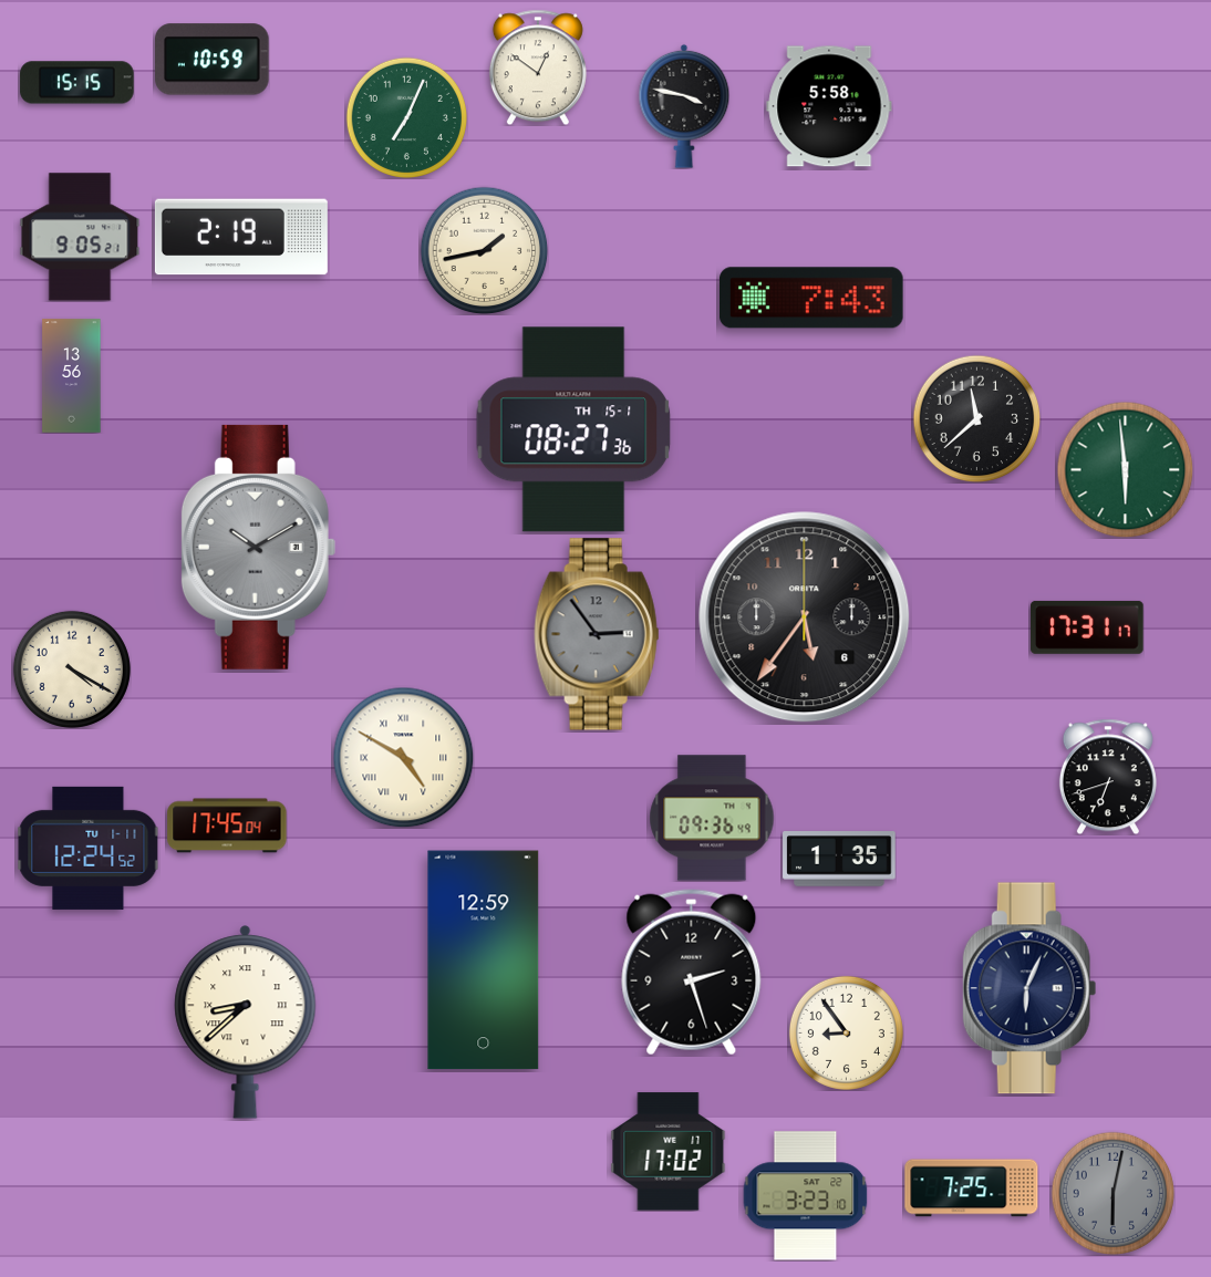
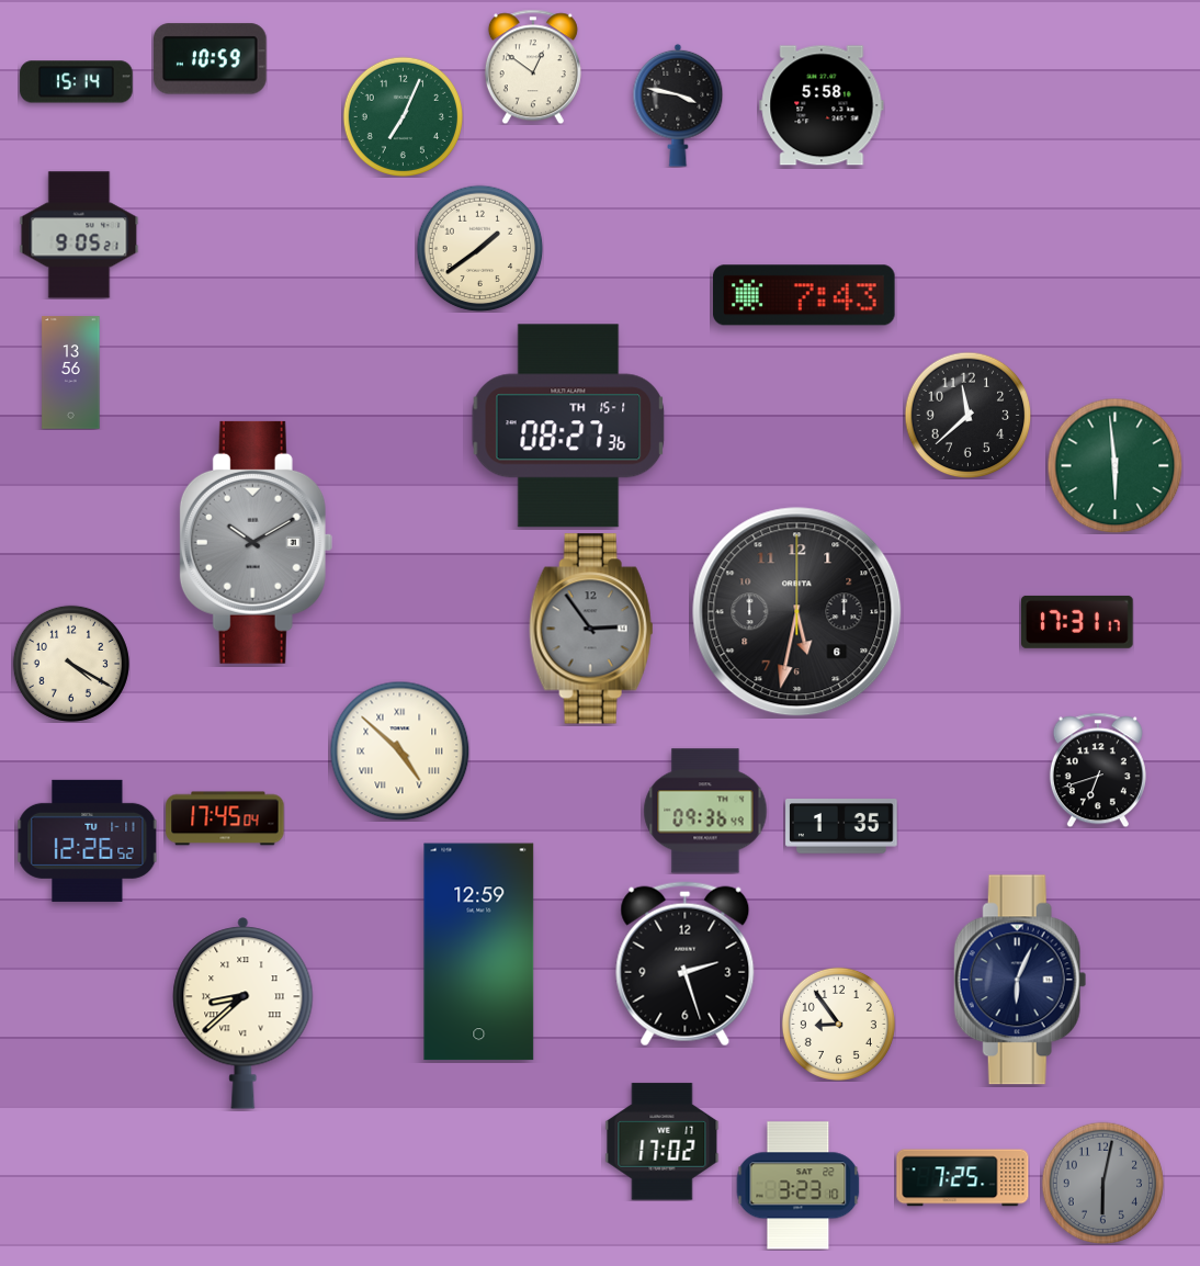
clock at (77, 83): 15:15 -> 15:14
clock at (241, 237): 2:19 -> none
clock at (484, 250): 1:43 -> 1:39
clock at (805, 617): 5:36 -> 5:32
clock at (403, 757): 4:50 -> 4:52
clock at (89, 848): 12:24 -> 12:26
clock at (839, 859) position: (839, 859) -> (841, 826)
